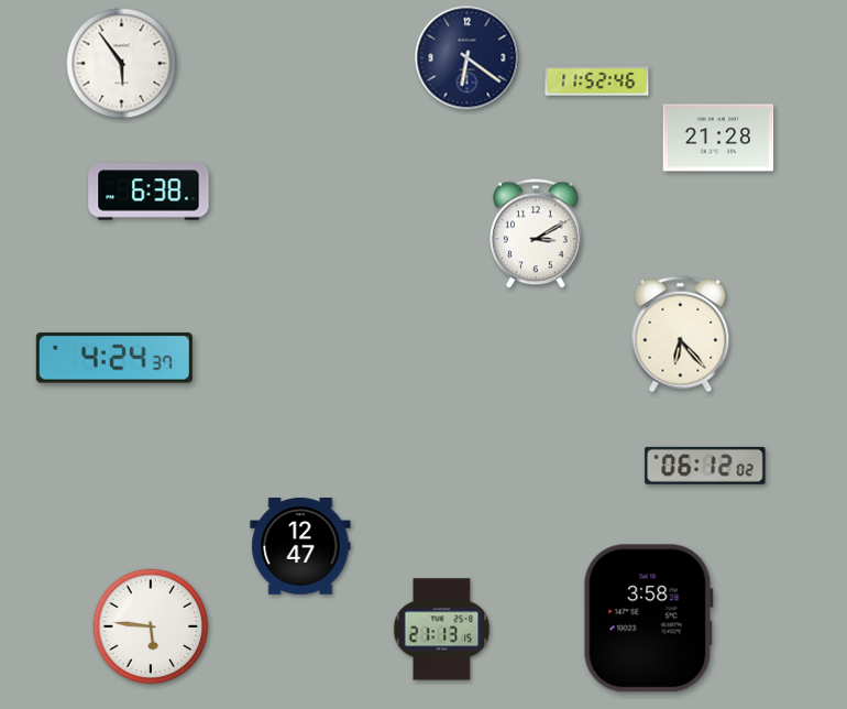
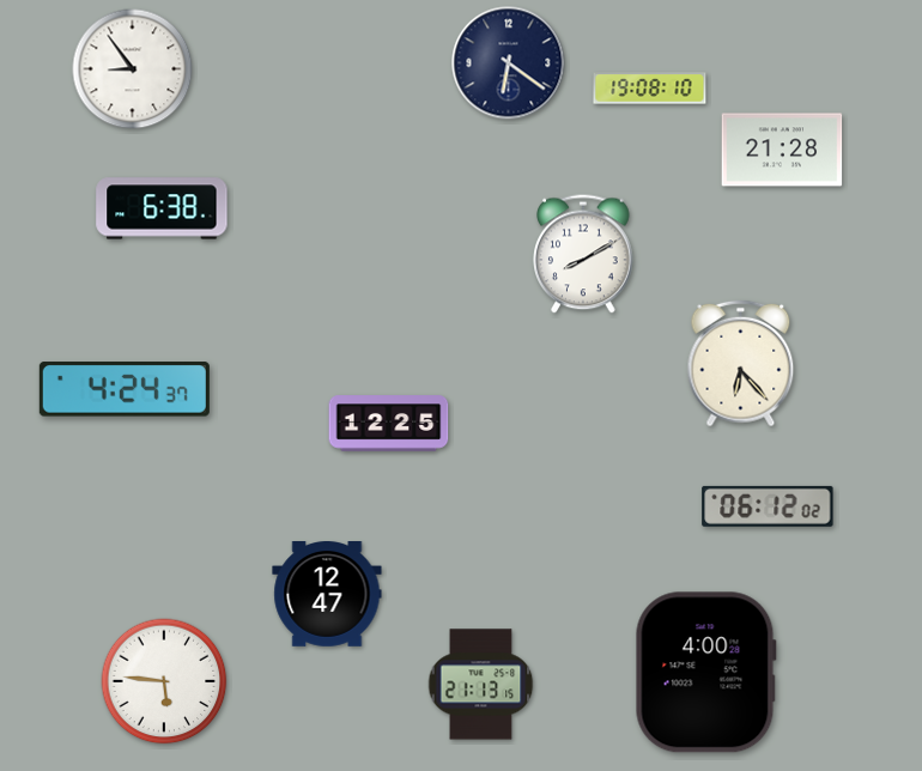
clock at (122, 64): 5:54 -> 8:54
clock at (597, 81): 11:52 -> 19:08
clock at (536, 233): 3:10 -> 8:10
clock at (389, 424): none -> 12:25
clock at (648, 619): 3:58 -> 4:00
